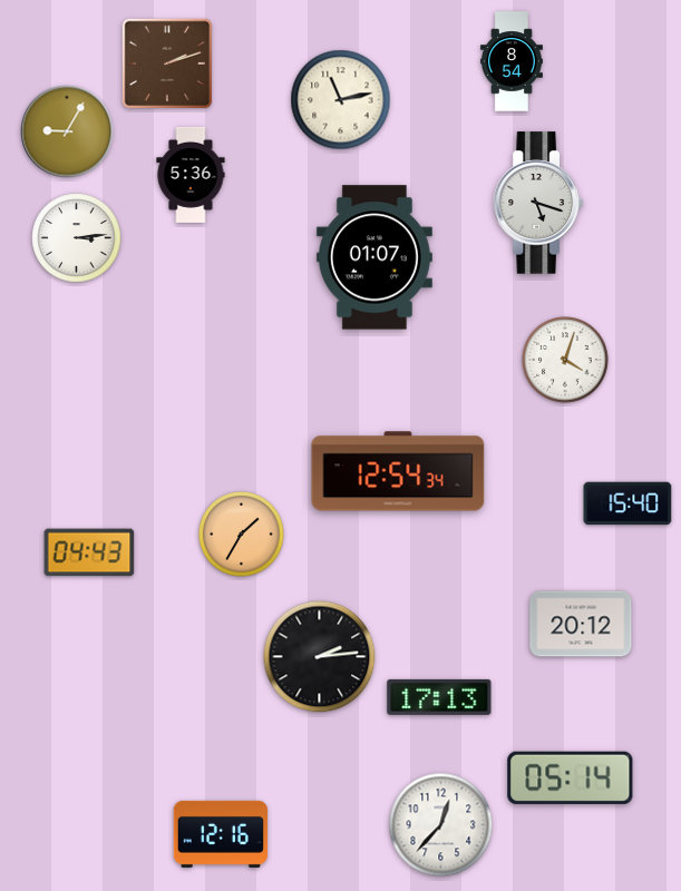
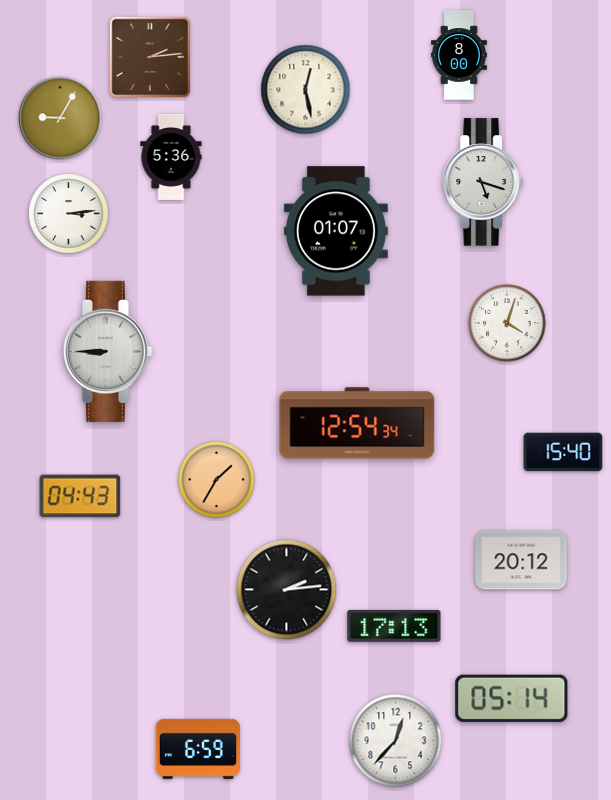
clock at (512, 61): 8:54 -> 8:00
clock at (167, 63): 2:12 -> 2:14
clock at (341, 100): 11:13 -> 12:28
clock at (107, 351): none -> 8:45
clock at (221, 834): 12:16 -> 6:59
